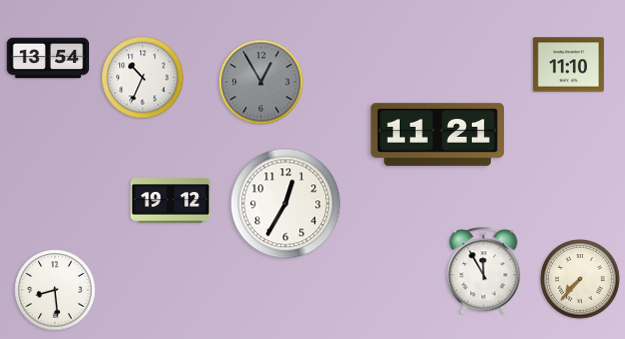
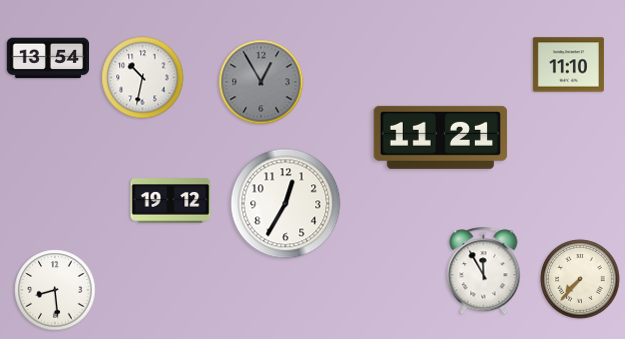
clock at (143, 78): 10:34 -> 10:32
clock at (438, 134) position: (438, 134) -> (441, 137)
